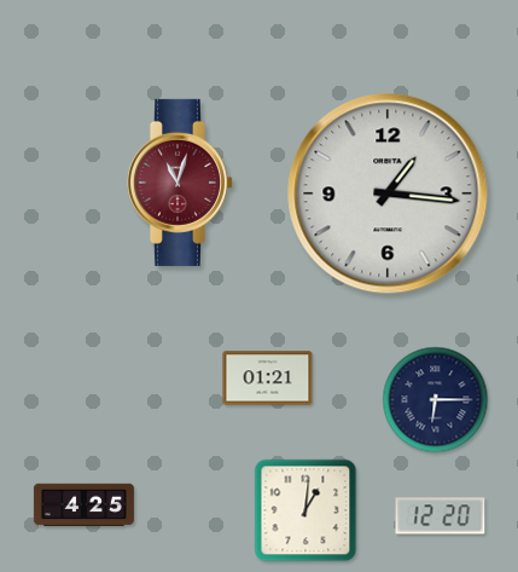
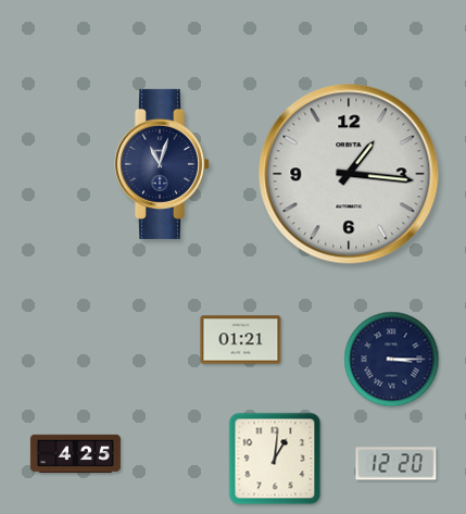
clock at (179, 183) dial: burgundy -> navy
clock at (436, 400): 6:15 -> 3:15
